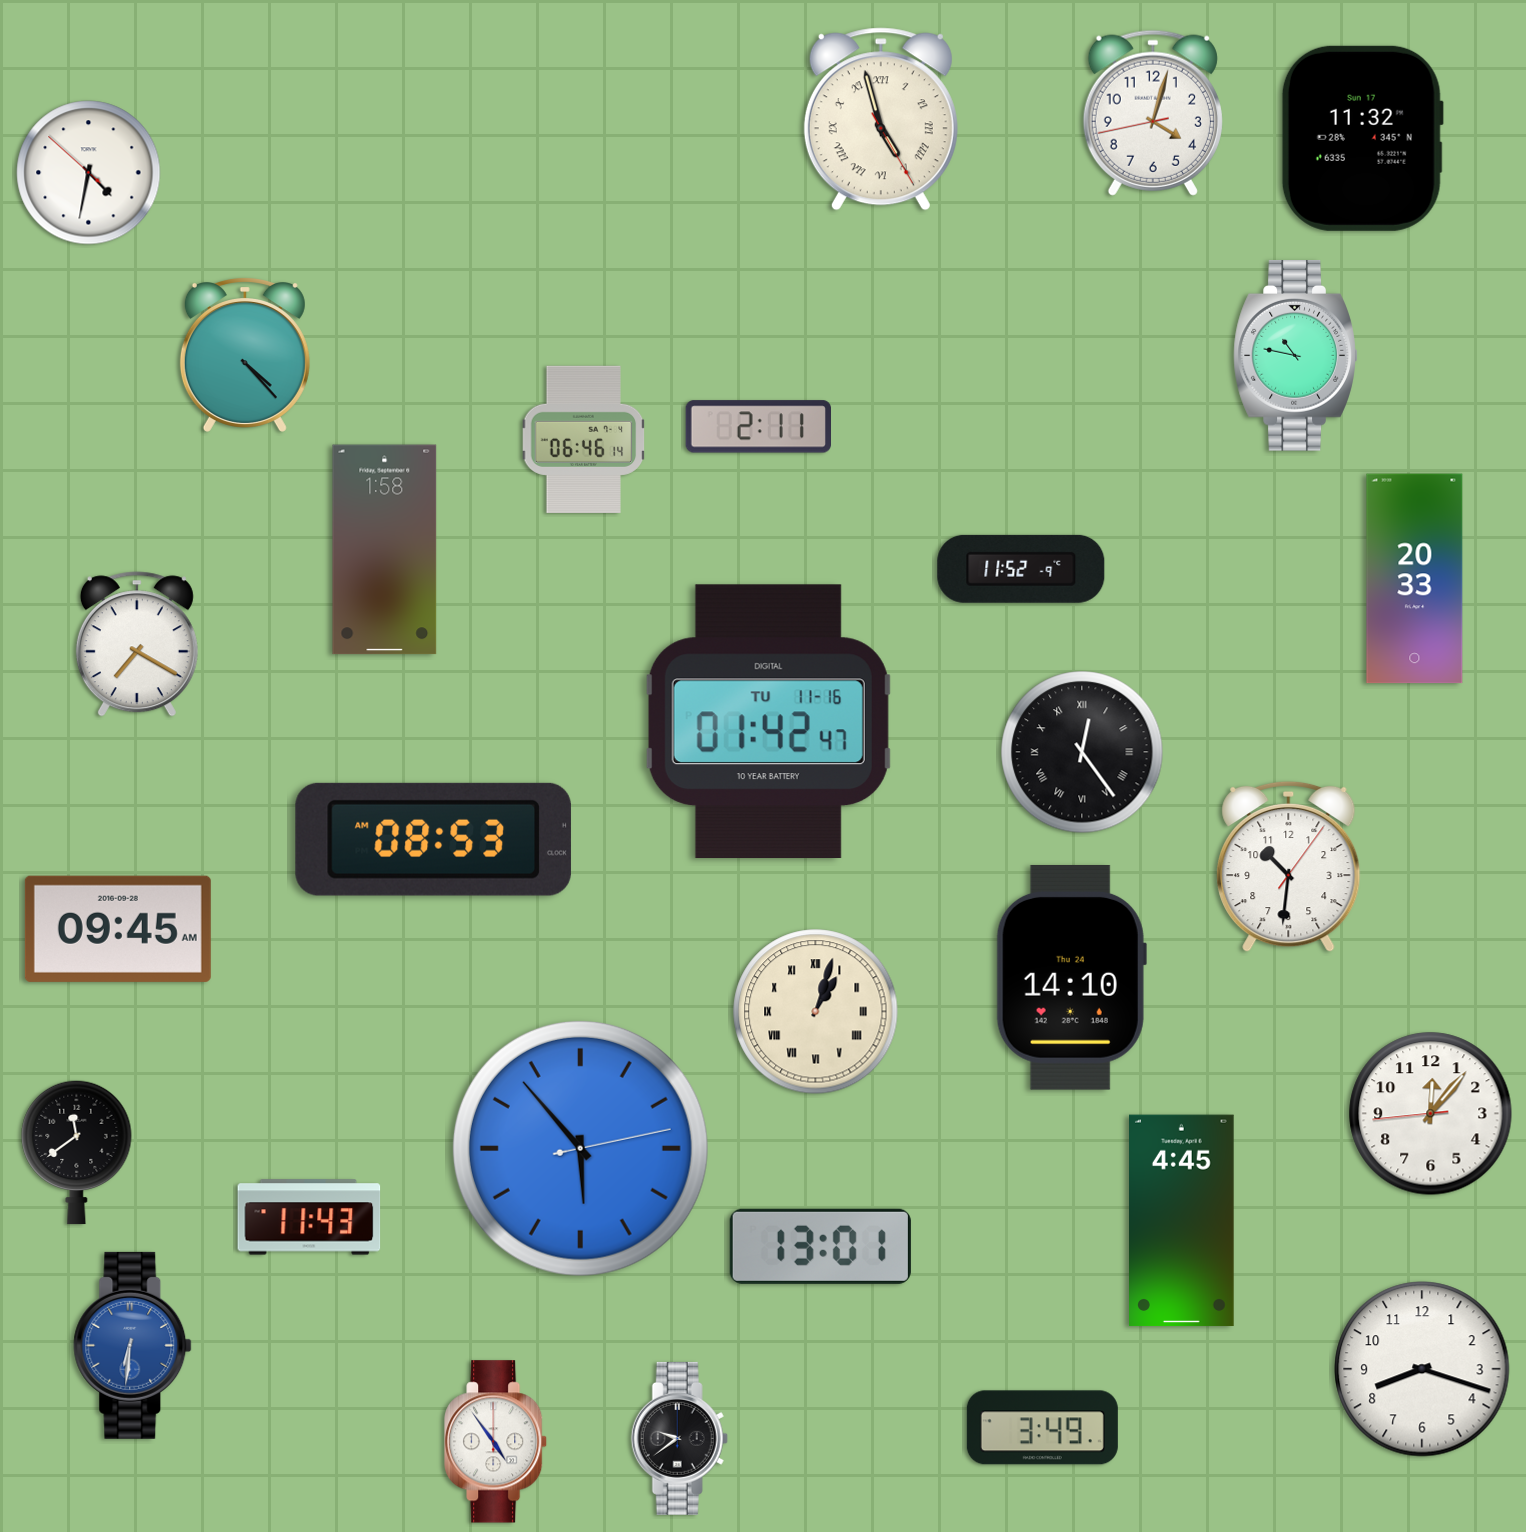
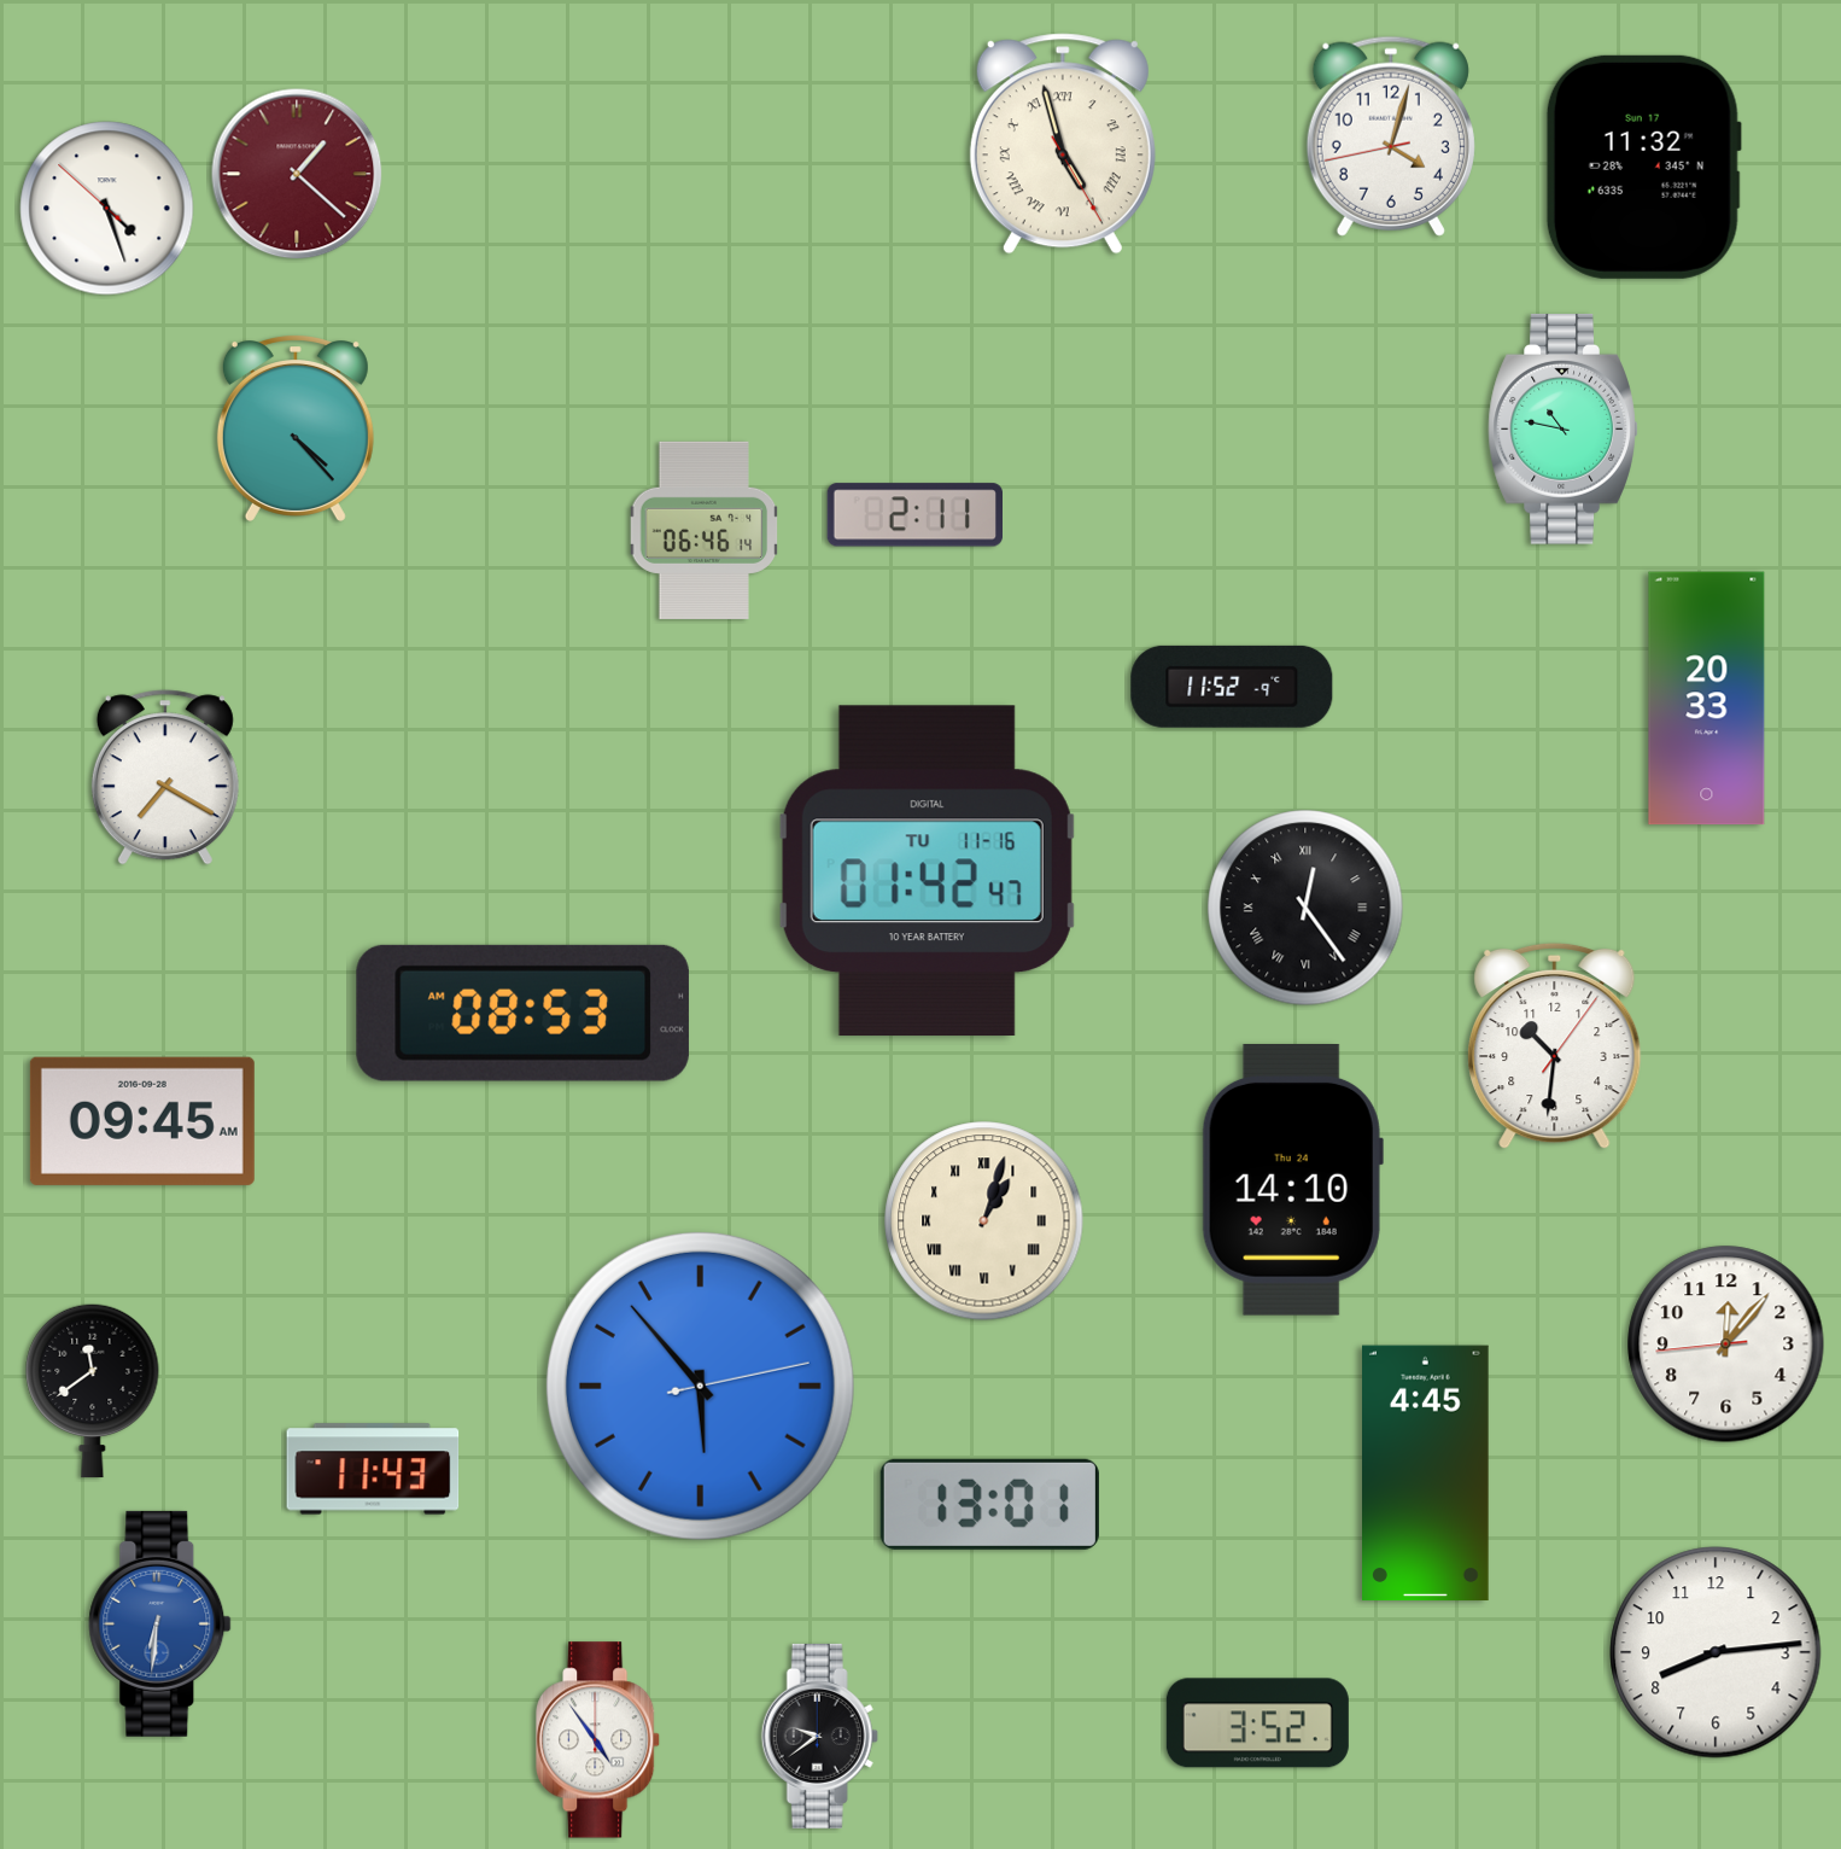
clock at (297, 174): none -> 1:22
clock at (89, 173): 4:31 -> 4:26
clock at (385, 550): 1:58 -> none
clock at (1422, 1369): 8:18 -> 8:14
clock at (1042, 1428): 3:49 -> 3:52
